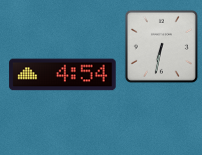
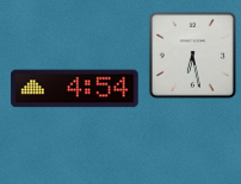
clock at (161, 46): 6:32 -> 6:28
